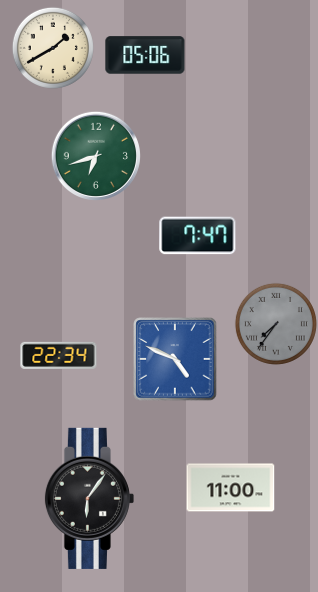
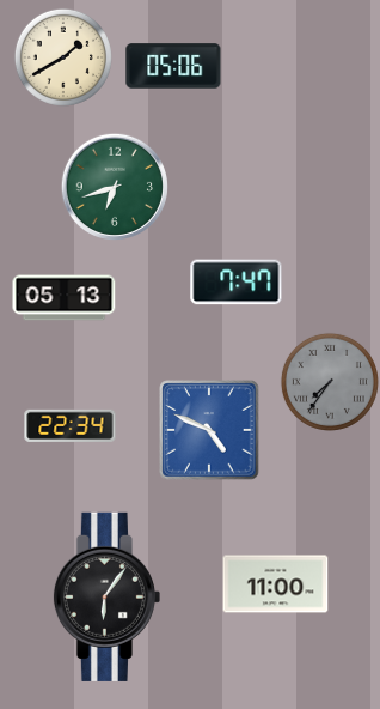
clock at (65, 298): none -> 05:13
clock at (276, 324) position: (276, 324) -> (330, 382)
